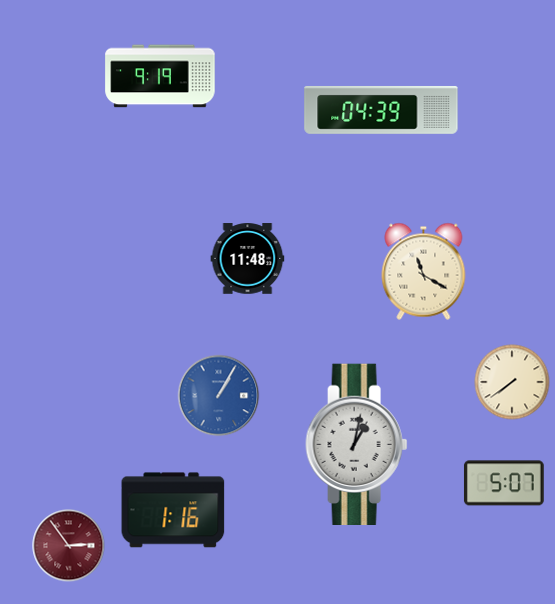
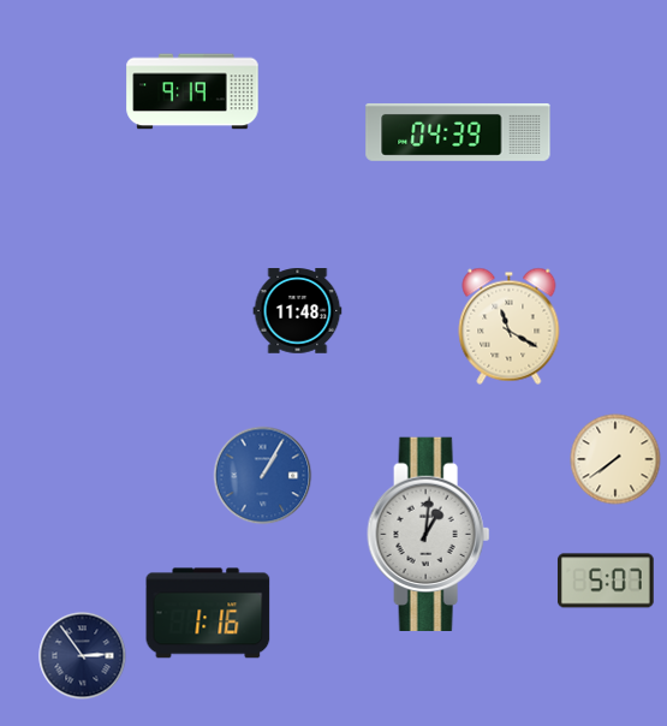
clock at (357, 444): 1:02 -> 1:01
clock at (69, 546) dial: burgundy -> navy
